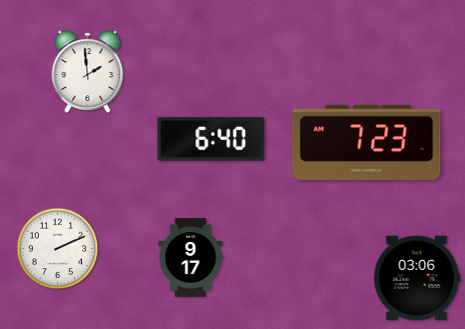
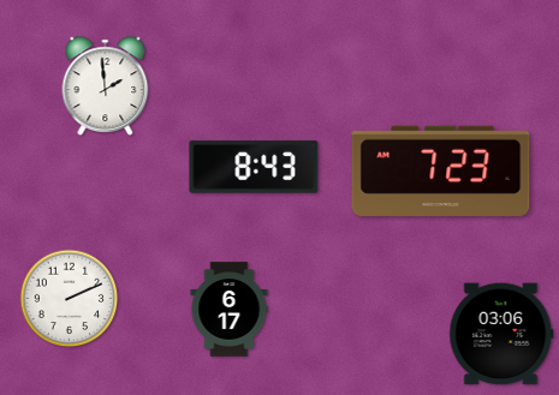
clock at (211, 139): 6:40 -> 8:43
clock at (191, 258): 9:17 -> 6:17
